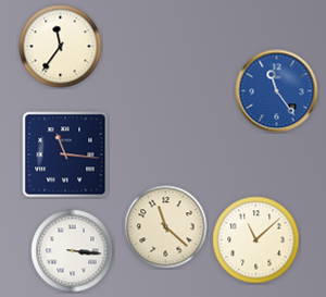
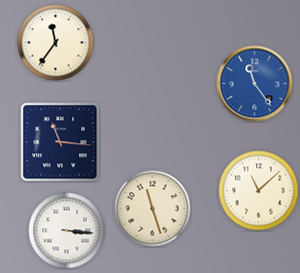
clock at (166, 227): 11:22 -> 11:27
clock at (256, 240) position: (256, 240) -> (259, 191)
